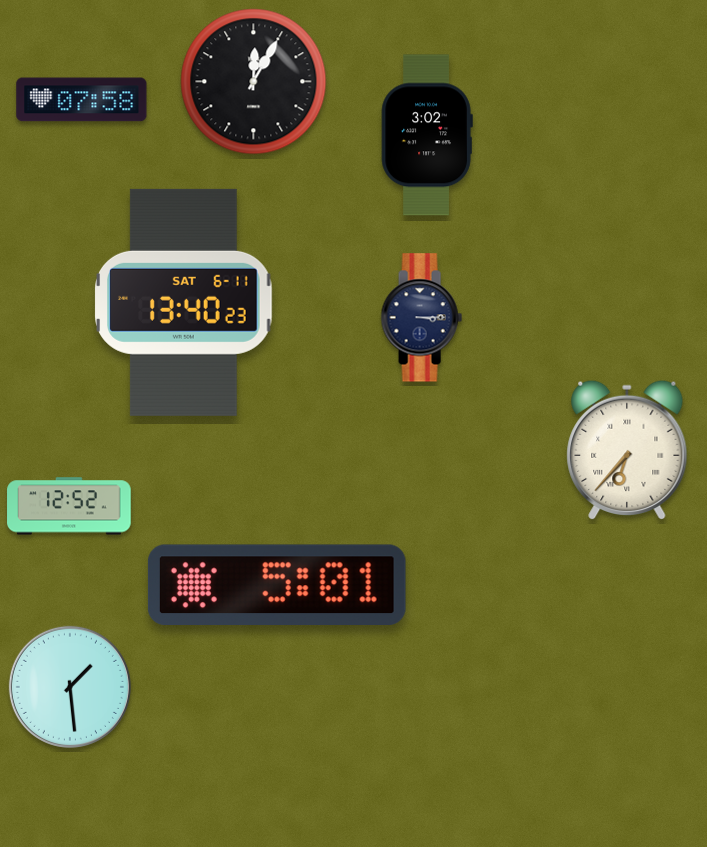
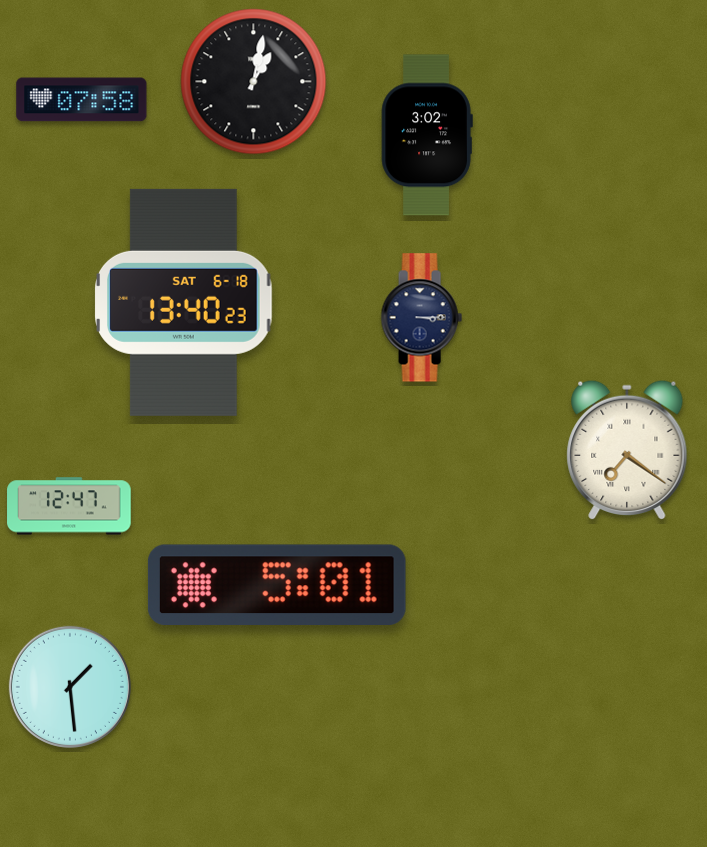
clock at (254, 82): 12:05 -> 1:02
clock at (184, 302) date: SAT 6-11 -> SAT 6-18
clock at (627, 450): 6:37 -> 7:21
clock at (69, 506): 12:52 -> 12:47
